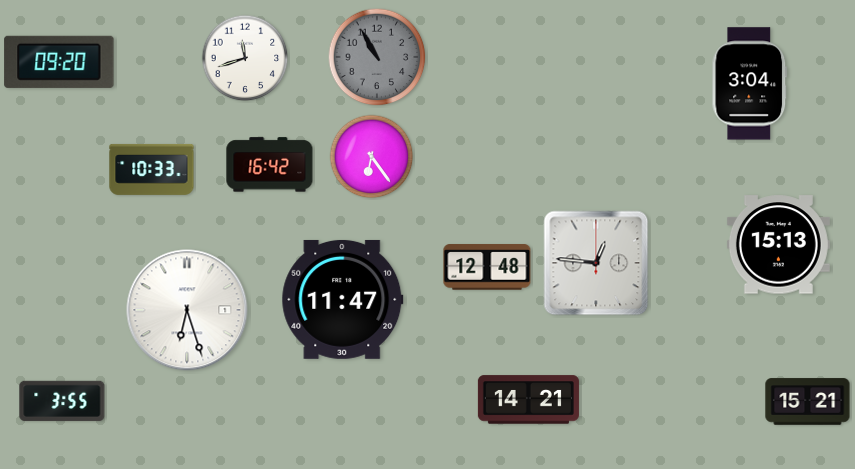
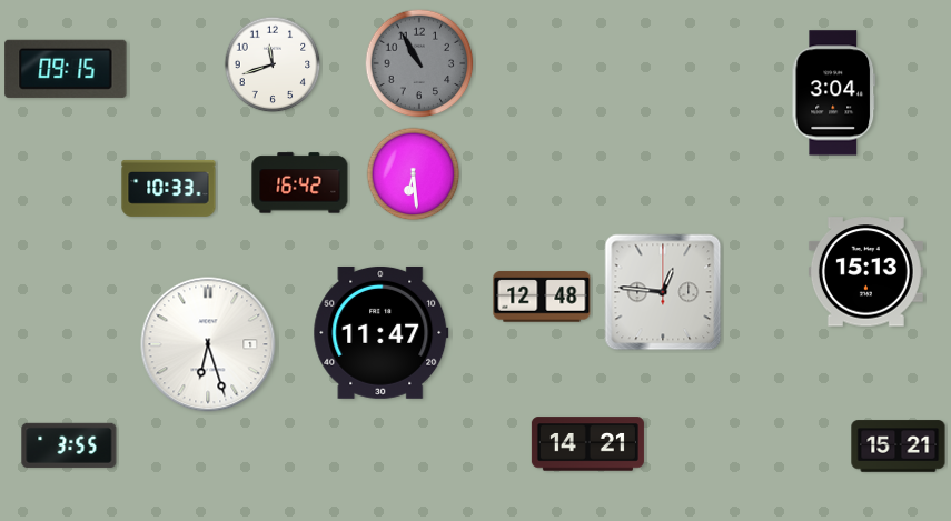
clock at (59, 62): 09:20 -> 09:15
clock at (372, 157): 6:24 -> 6:29
